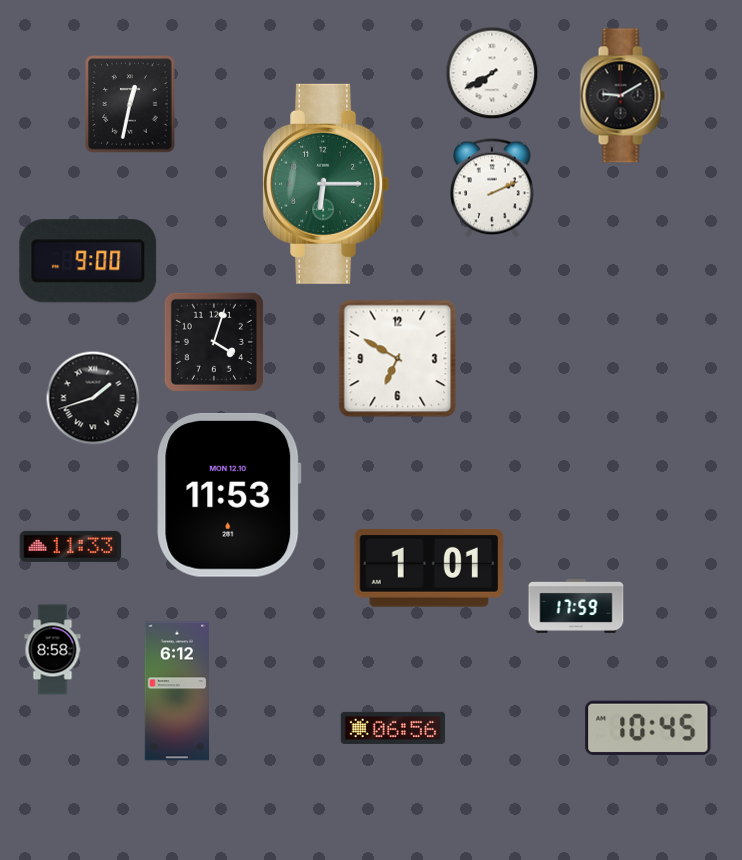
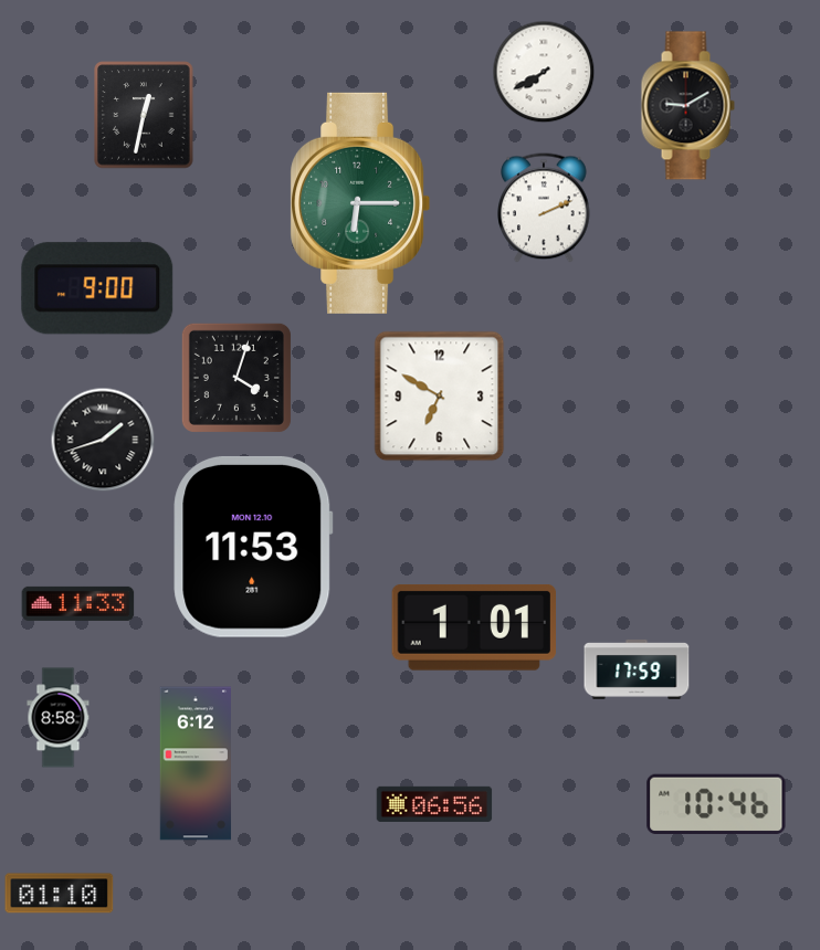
clock at (492, 73) position: (492, 73) -> (544, 72)
clock at (648, 727): 10:45 -> 10:46
clock at (60, 894): none -> 01:10
